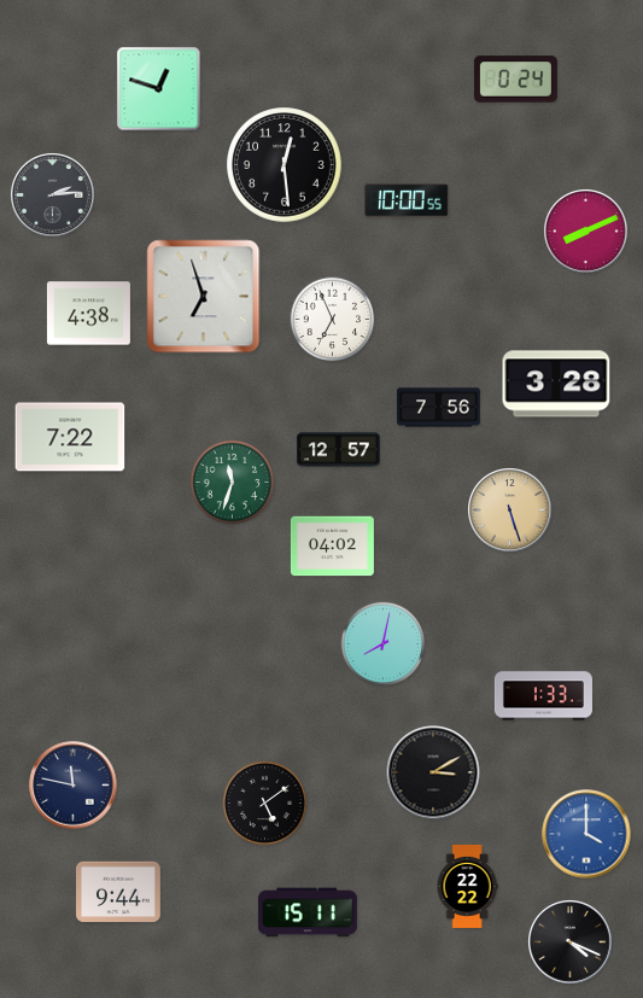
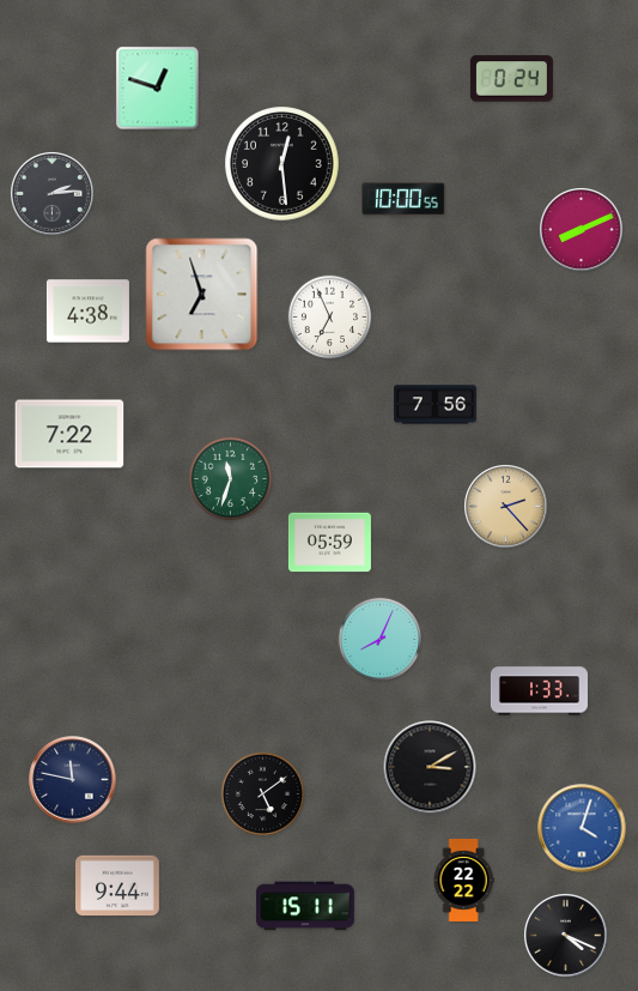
clock at (556, 384): 3:28 -> none
clock at (338, 450): 12:57 -> none
clock at (510, 510): 5:27 -> 2:23
clock at (332, 547): 04:02 -> 05:59
clock at (384, 644): 8:02 -> 8:04
clock at (265, 804) position: (265, 804) -> (263, 794)
clock at (586, 834): 4:00 -> 4:03
